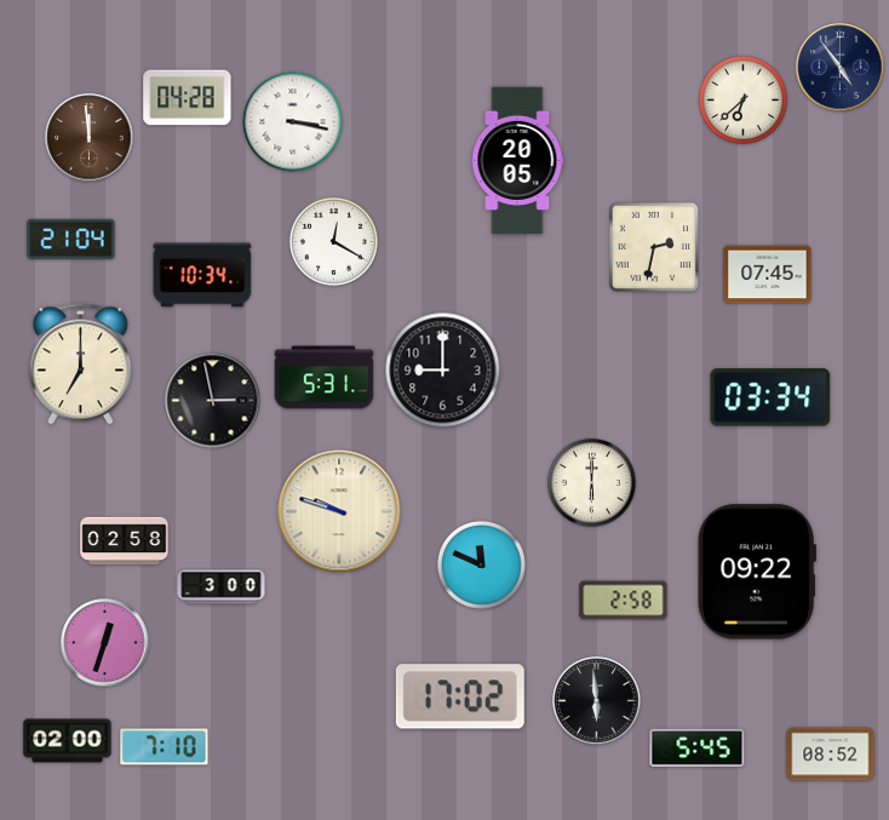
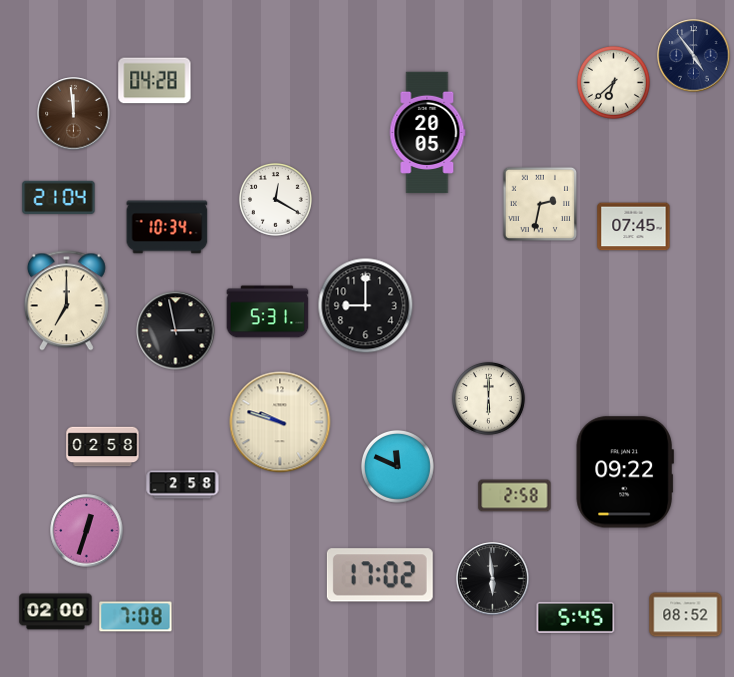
clock at (293, 122): 3:17 -> none
clock at (770, 397): 03:34 -> none
clock at (222, 587): 3:00 -> 2:58
clock at (165, 747): 7:10 -> 7:08
clock at (831, 755) position: (831, 755) -> (686, 615)
